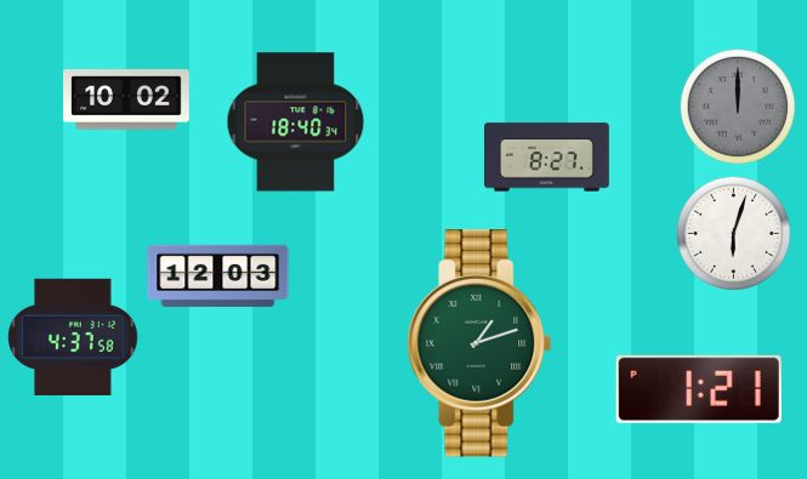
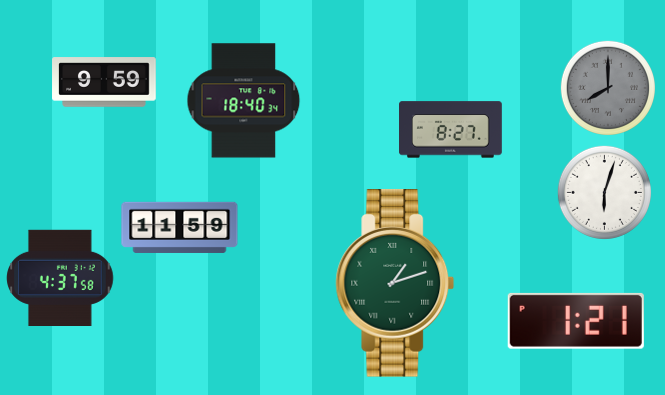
clock at (126, 99): 10:02 -> 9:59
clock at (738, 107): 12:00 -> 8:00
clock at (218, 275): 12:03 -> 11:59
